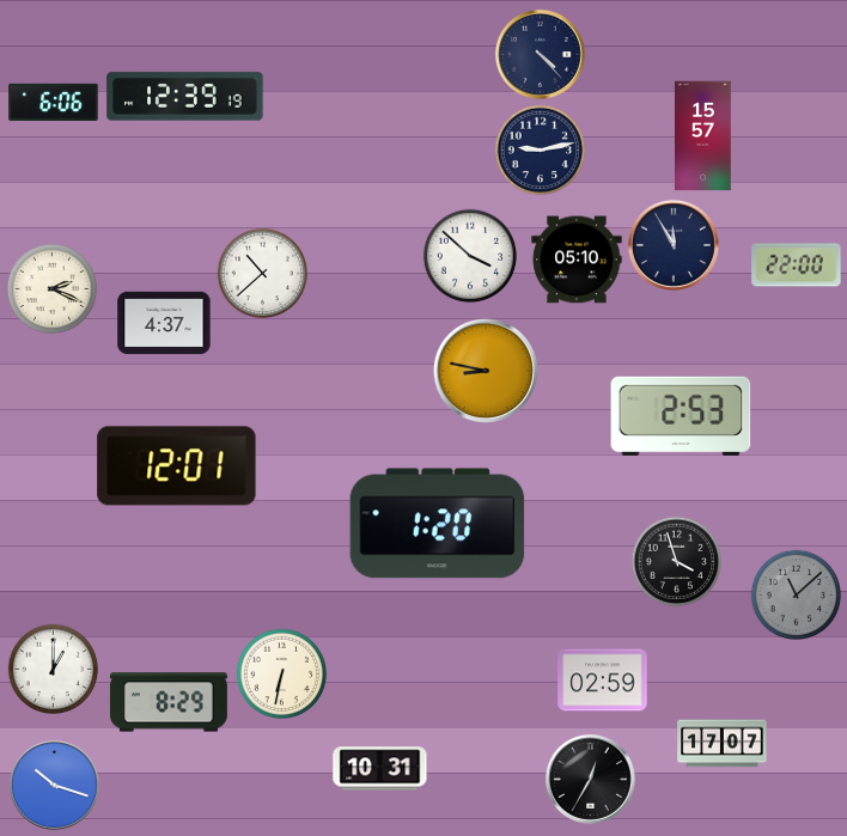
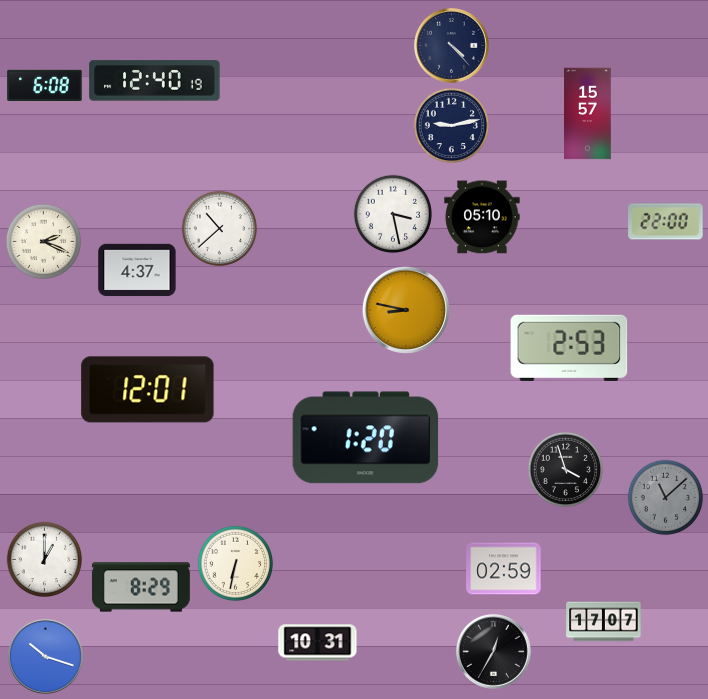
clock at (185, 97): 12:39 -> 12:40
clock at (54, 102): 6:06 -> 6:08
clock at (674, 245): 11:55 -> none
clock at (470, 256): 3:52 -> 3:28
